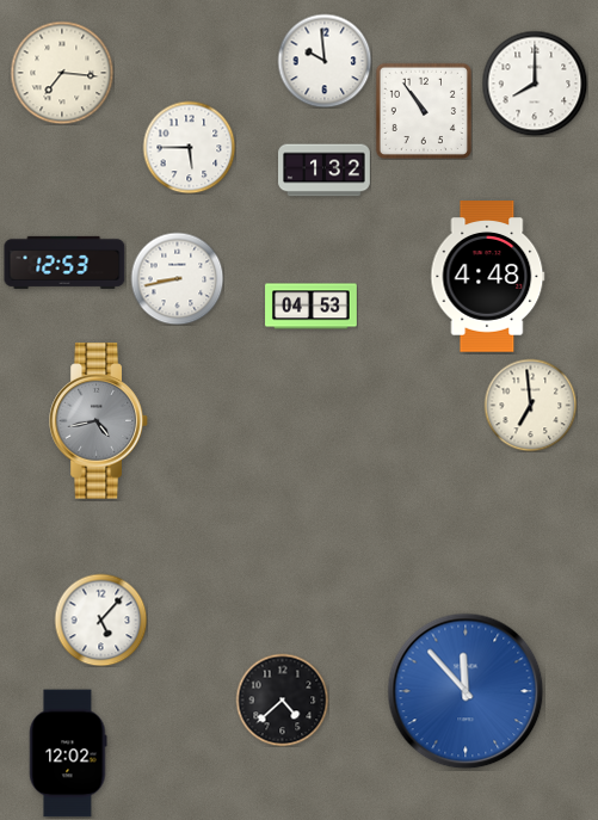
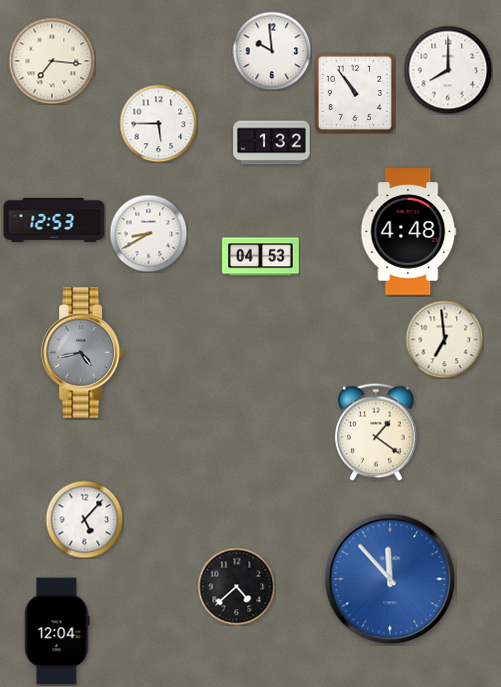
clock at (177, 278): 8:43 -> 8:40
clock at (376, 432): none -> 1:21
clock at (68, 753): 12:02 -> 12:04
